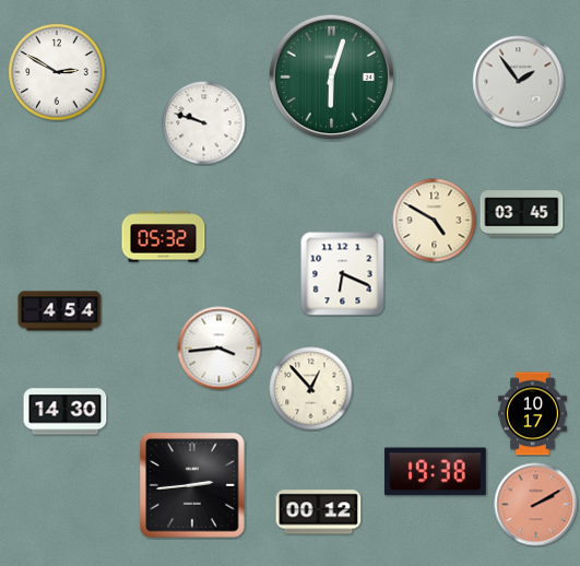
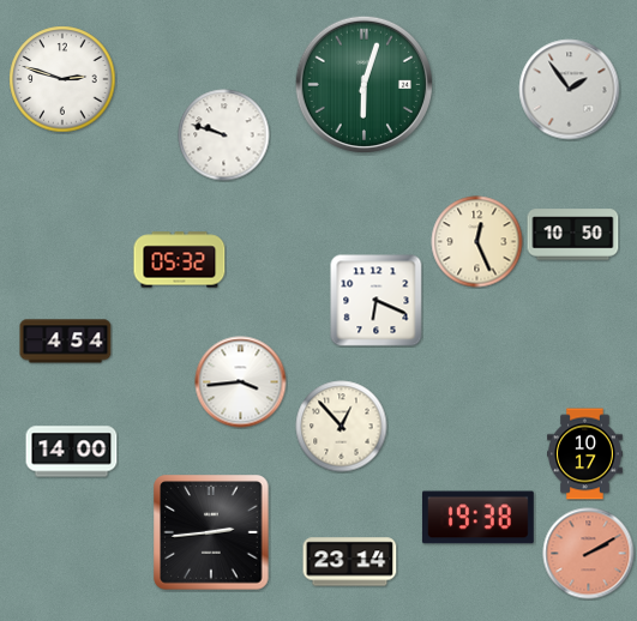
clock at (57, 72): 2:50 -> 2:48
clock at (522, 214): 03:45 -> 10:50
clock at (435, 221): 4:50 -> 12:26
clock at (66, 412): 14:30 -> 14:00
clock at (319, 512): 00:12 -> 23:14
